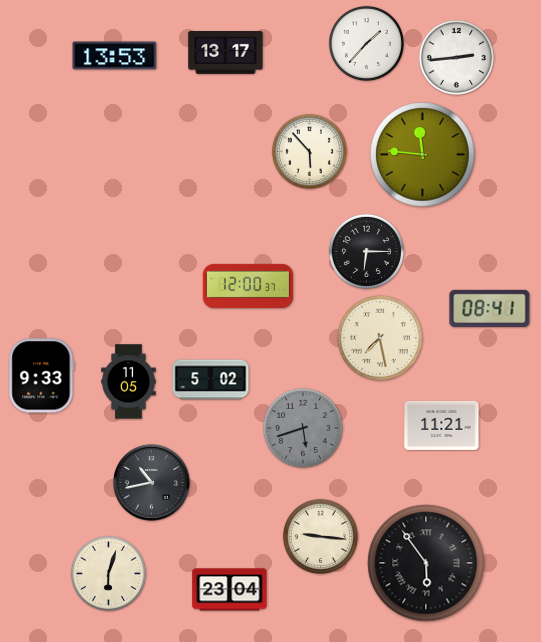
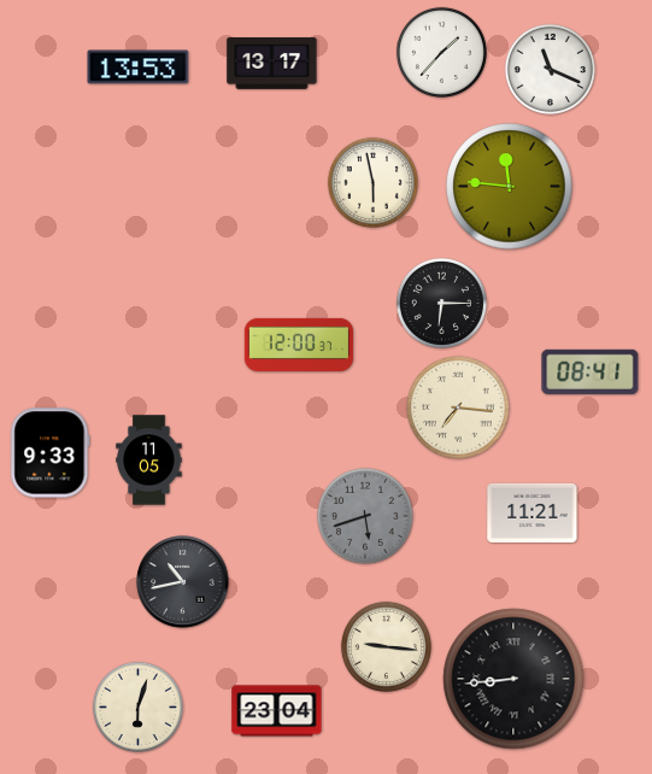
clock at (456, 57): 2:44 -> 11:19
clock at (309, 151): 5:53 -> 5:58
clock at (380, 338): 7:28 -> 7:16
clock at (211, 380): 5:02 -> none
clock at (129, 382) position: (129, 382) -> (149, 461)
clock at (426, 563): 5:54 -> 8:44
clock at (108, 573) position: (108, 573) -> (137, 706)
